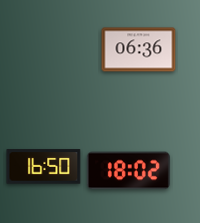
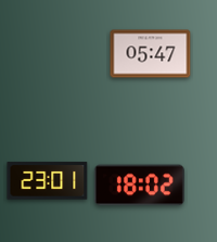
clock at (139, 50): 06:36 -> 05:47
clock at (44, 167): 16:50 -> 23:01
